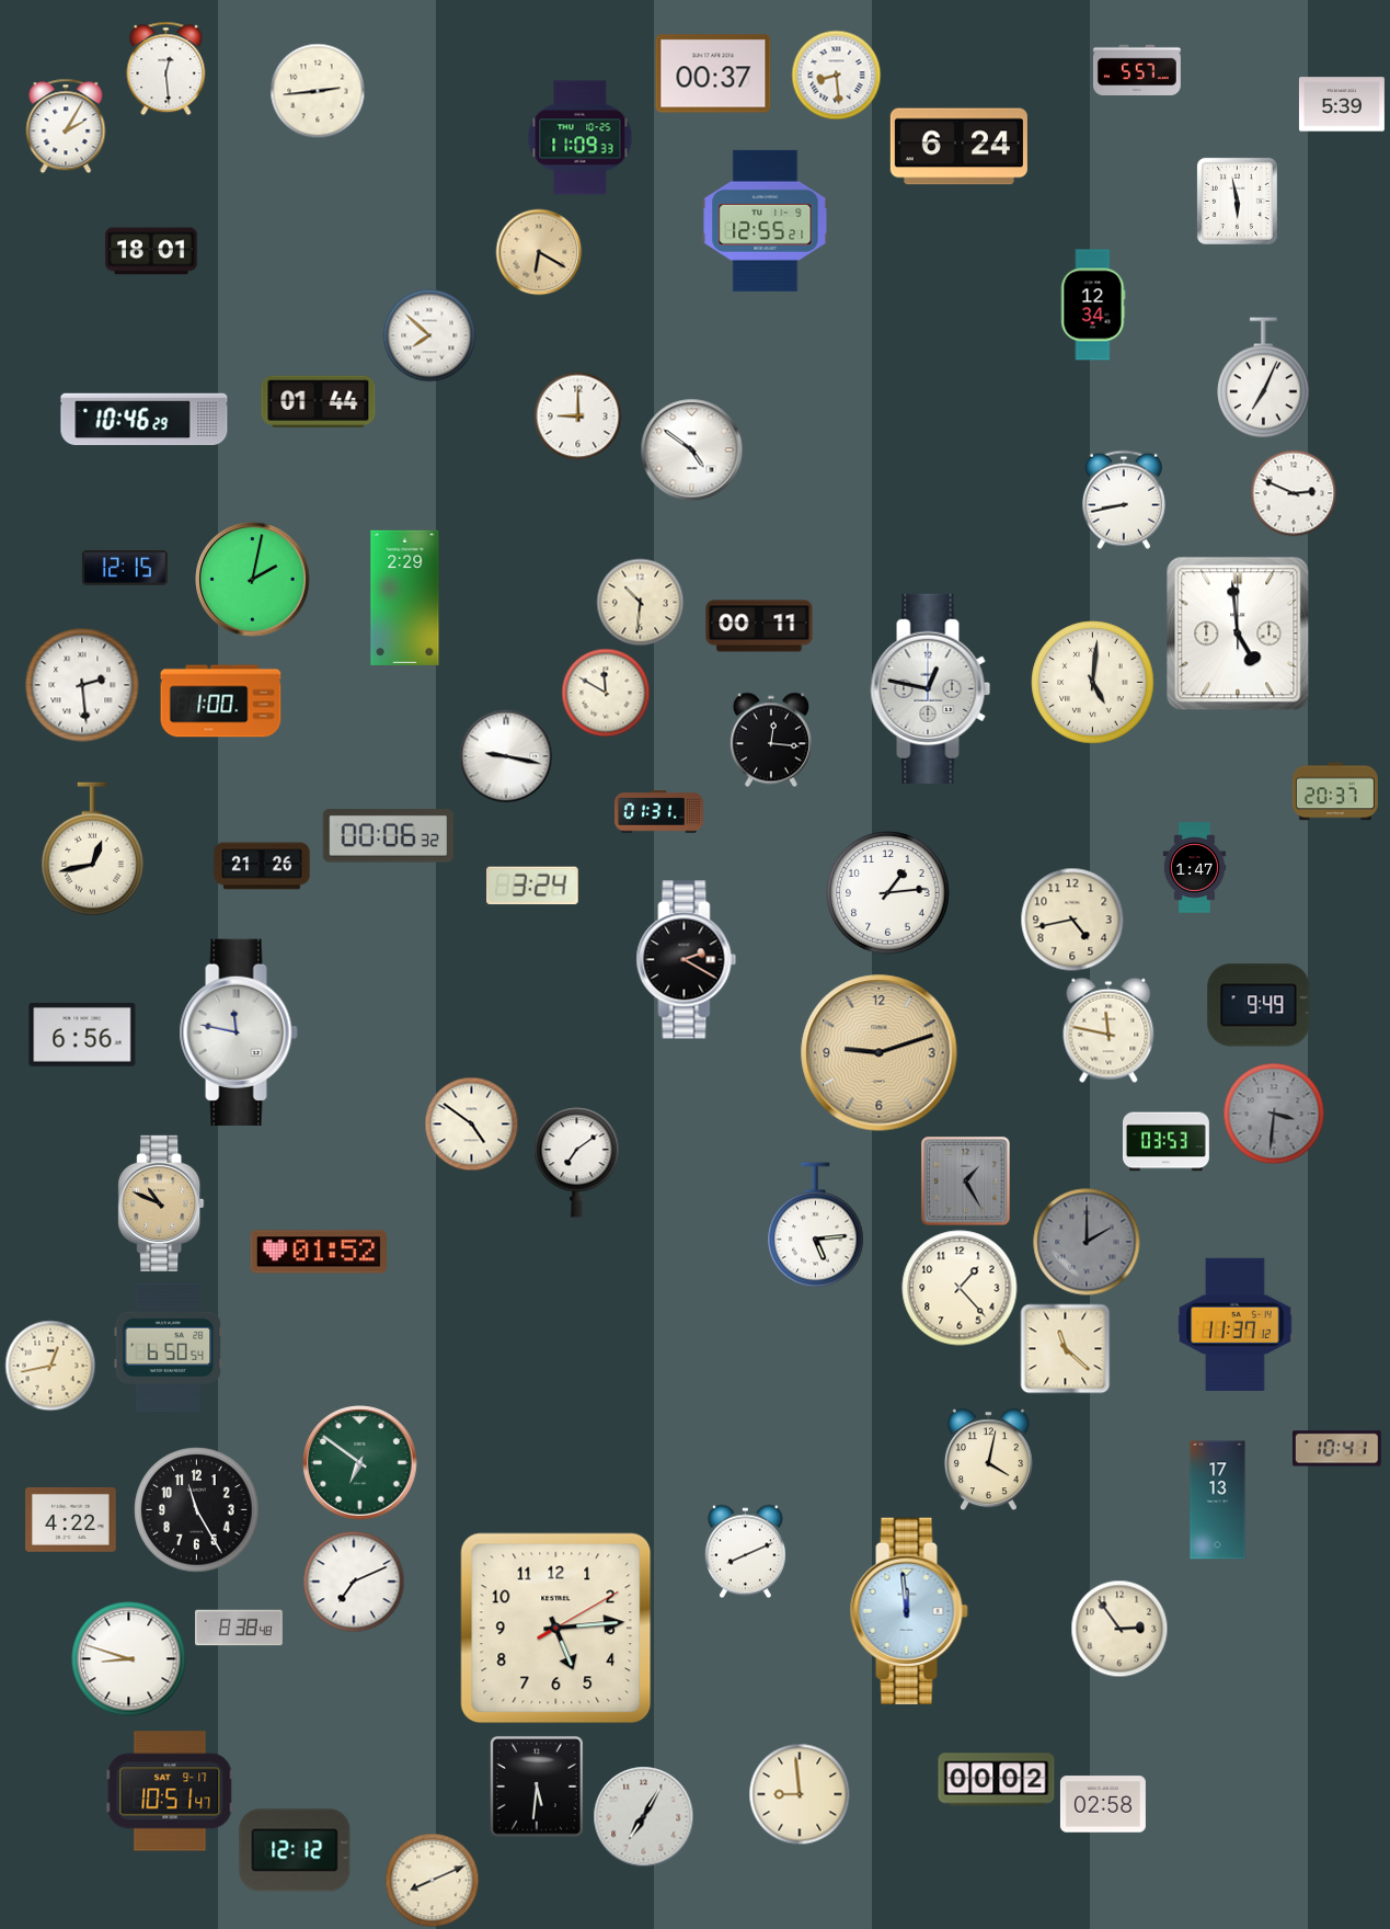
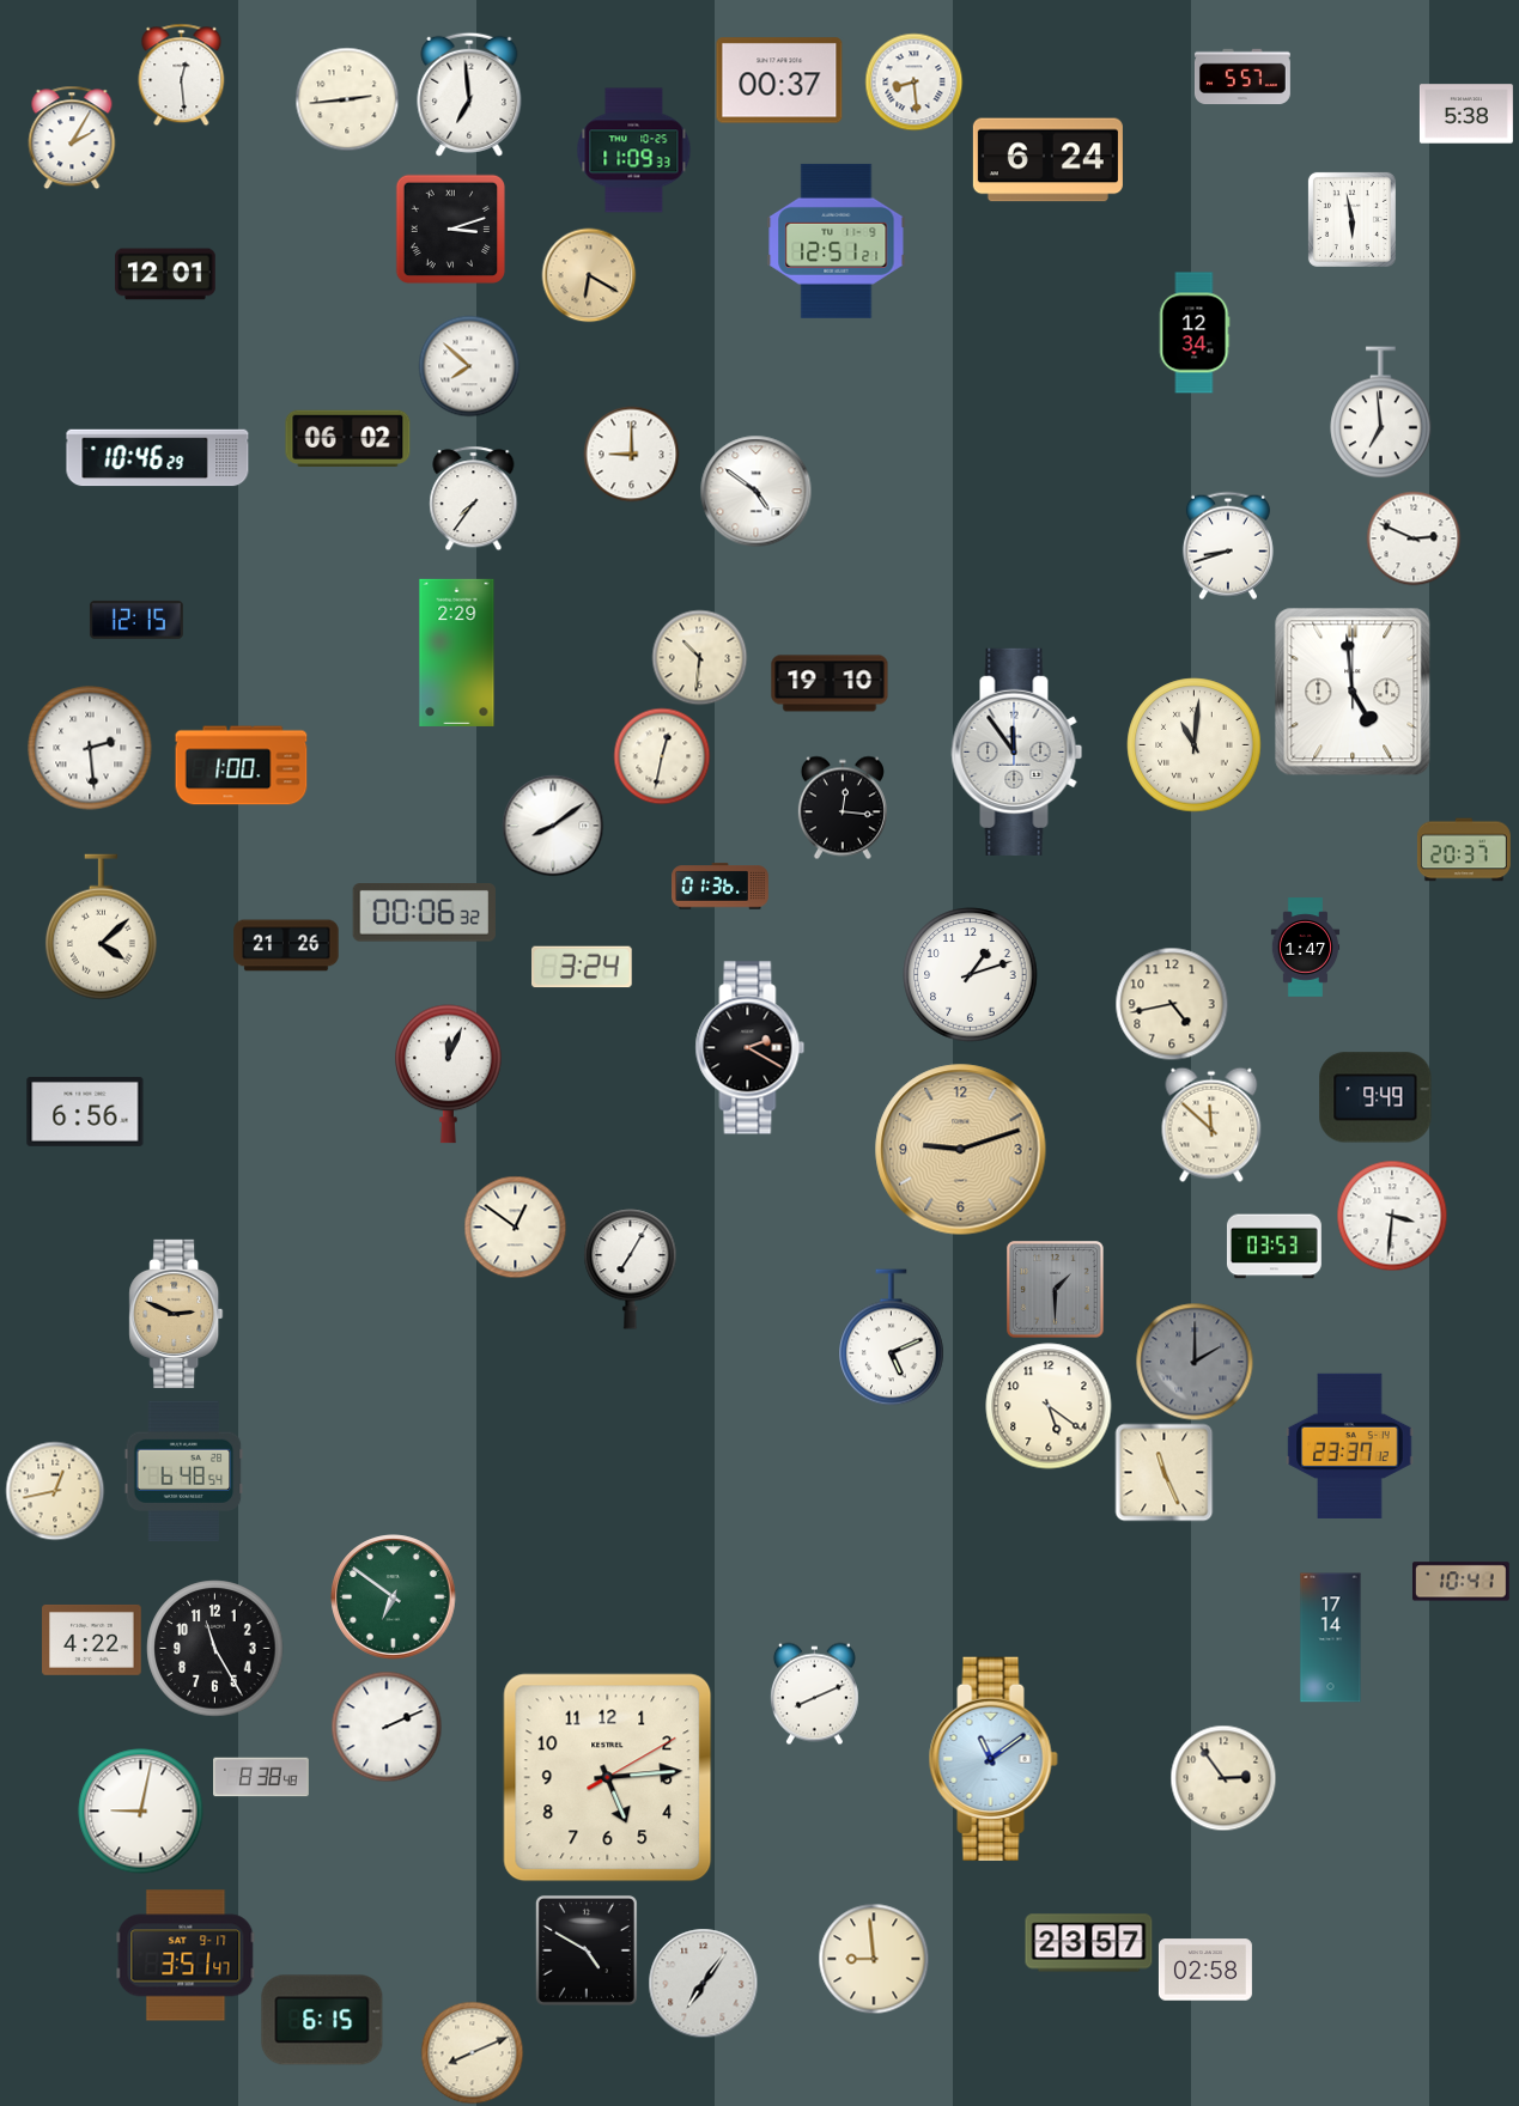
clock at (469, 95): none -> 6:59
clock at (1342, 104): 5:39 -> 5:38
clock at (450, 229): none -> 3:12
clock at (766, 220): 12:55 -> 12:51
clock at (151, 251): 18:01 -> 12:01
clock at (1264, 378): 7:04 -> 6:59
clock at (319, 401): 01:44 -> 06:02
clock at (474, 498): none -> 7:36
clock at (1124, 500): 8:43 -> 8:42
clock at (253, 580): 2:02 -> none
clock at (405, 597) position: (405, 597) -> (457, 652)
clock at (759, 626): 00:11 -> 19:10
clock at (1093, 683): 5:01 -> 11:01
clock at (931, 688): 12:47 -> 11:54
clock at (606, 693): 11:50 -> 12:32
clock at (506, 756): 9:17 -> 8:09
clock at (1335, 791) position: (1335, 791) -> (1464, 850)
clock at (659, 812): 01:31 -> 01:36
clock at (92, 849): 12:43 -> 4:08
clock at (888, 893): 1:14 -> 1:12
clock at (449, 1075): none -> 12:04
clock at (1108, 1030): 11:47 -> 11:52
clock at (239, 1032): 11:47 -> none
clock at (82, 1035) position: (82, 1035) -> (85, 1112)
clock at (1274, 1114) dial: grey -> white
clock at (471, 1123): 4:51 -> 12:51
clock at (577, 1163): 7:09 -> 7:05
clock at (965, 1180): 1:25 -> 1:30
clock at (161, 1203): 10:49 -> 2:49
clock at (816, 1225): 5:14 -> 5:11
clock at (1087, 1242) position: (1087, 1242) -> (1195, 1362)
clock at (319, 1252): 01:52 -> none
clock at (960, 1288): 1:23 -> 5:21
clock at (1236, 1324): 11:37 -> 23:37
clock at (169, 1348): 6:50 -> 6:48
clock at (1065, 1348): 11:22 -> 11:26
clock at (988, 1459): 4:02 -> none
clock at (1218, 1500): 17:13 -> 17:14
clock at (71, 1519) position: (71, 1519) -> (92, 1639)
clock at (354, 1582): 7:11 -> 2:11
clock at (909, 1611): 11:59 -> 11:09
clock at (129, 1659): 8:48 -> 9:02
clock at (997, 1780): 00:02 -> 23:57
clock at (537, 1787): 5:31 -> 4:50
clock at (170, 1791): 10:51 -> 3:51
clock at (643, 1816): 7:05 -> 7:06
clock at (295, 1850): 12:12 -> 6:15
